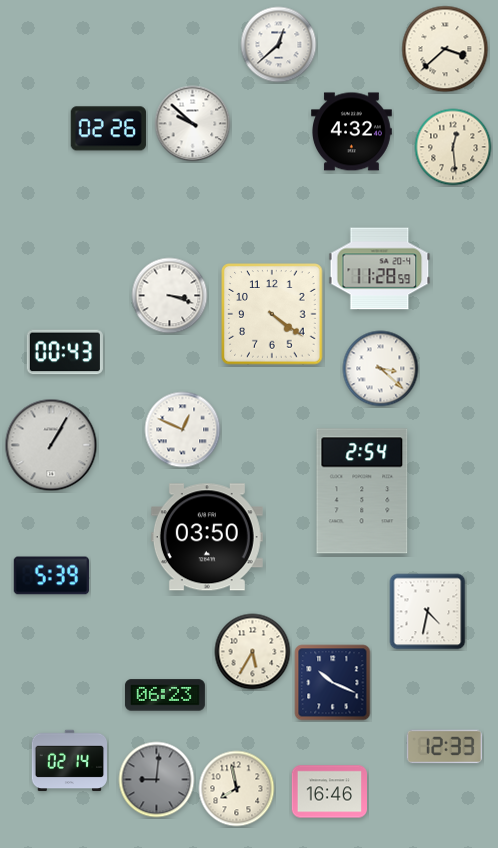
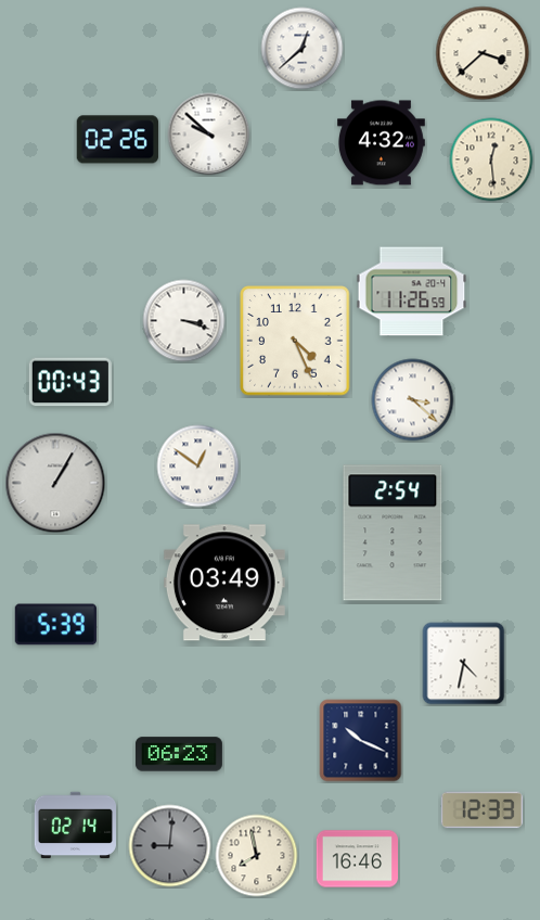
clock at (380, 269): 11:28 -> 11:26
clock at (272, 314): 4:21 -> 4:26
clock at (183, 430): 12:49 -> 12:51
clock at (207, 537): 03:50 -> 03:49
clock at (253, 652): 5:35 -> none
